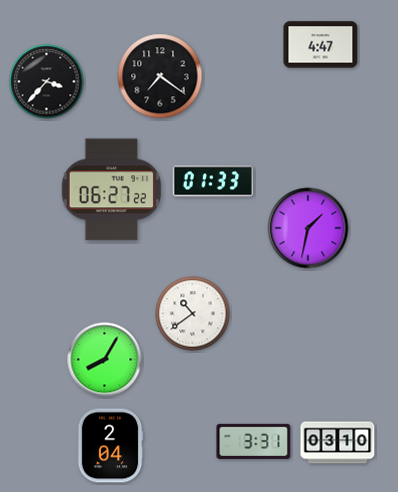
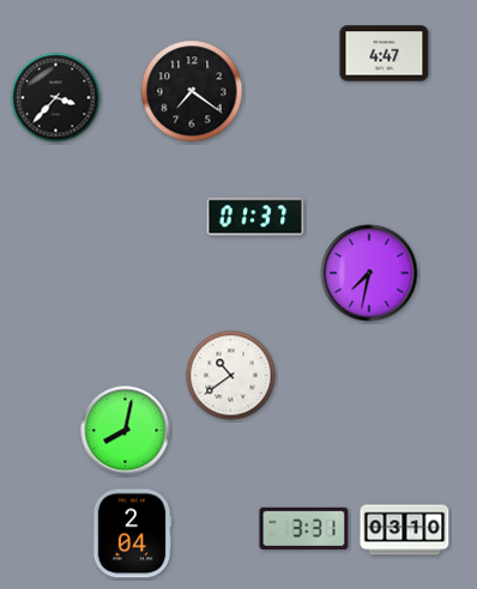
clock at (213, 181): 01:33 -> 01:37
clock at (111, 190): 06:27 -> none
clock at (308, 228): 1:32 -> 7:32
clock at (105, 360): 8:05 -> 8:02
